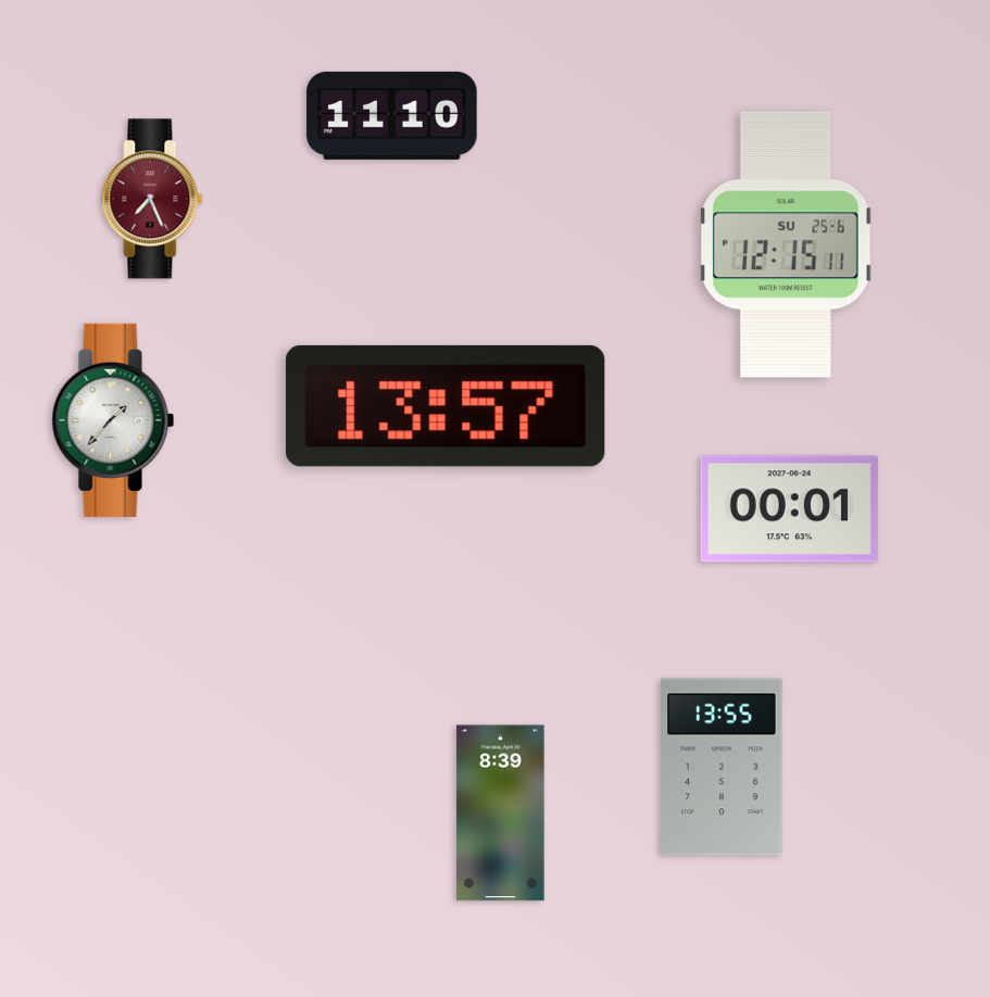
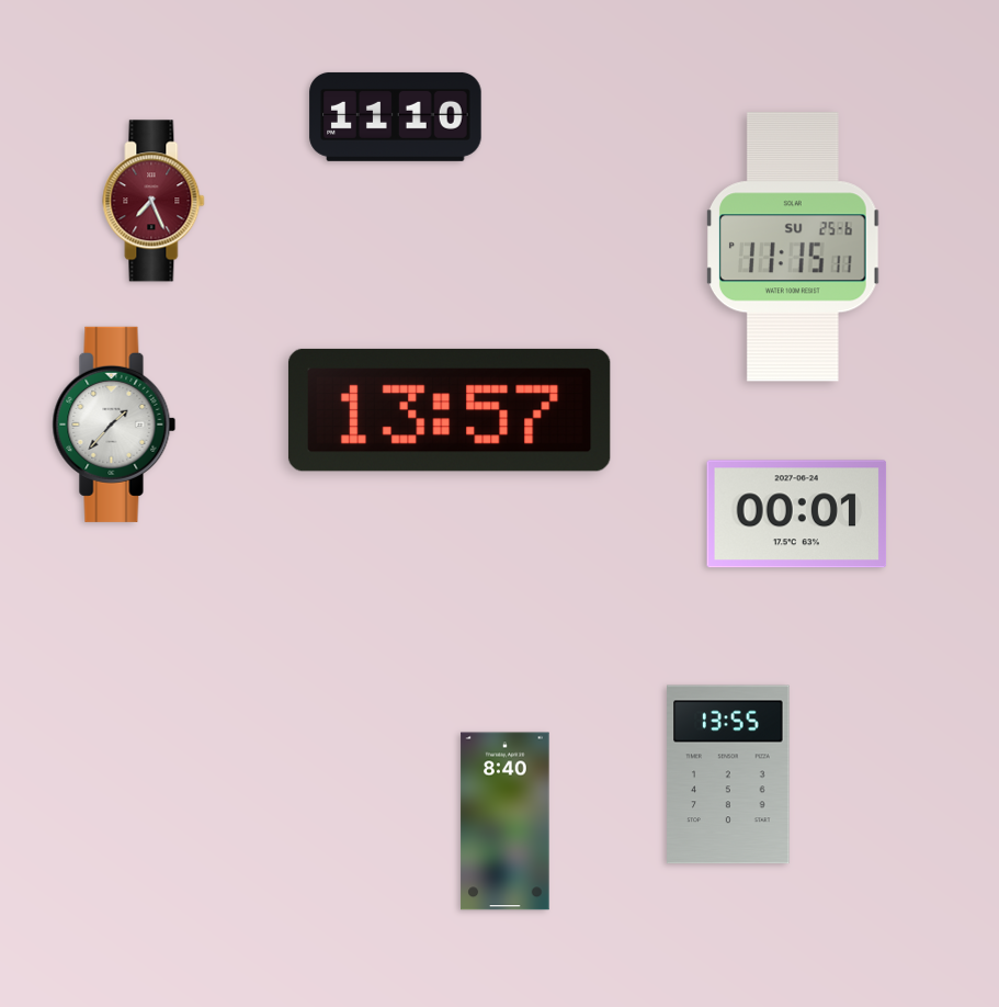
clock at (786, 244): 12:15 -> 11:15
clock at (501, 813): 8:39 -> 8:40
